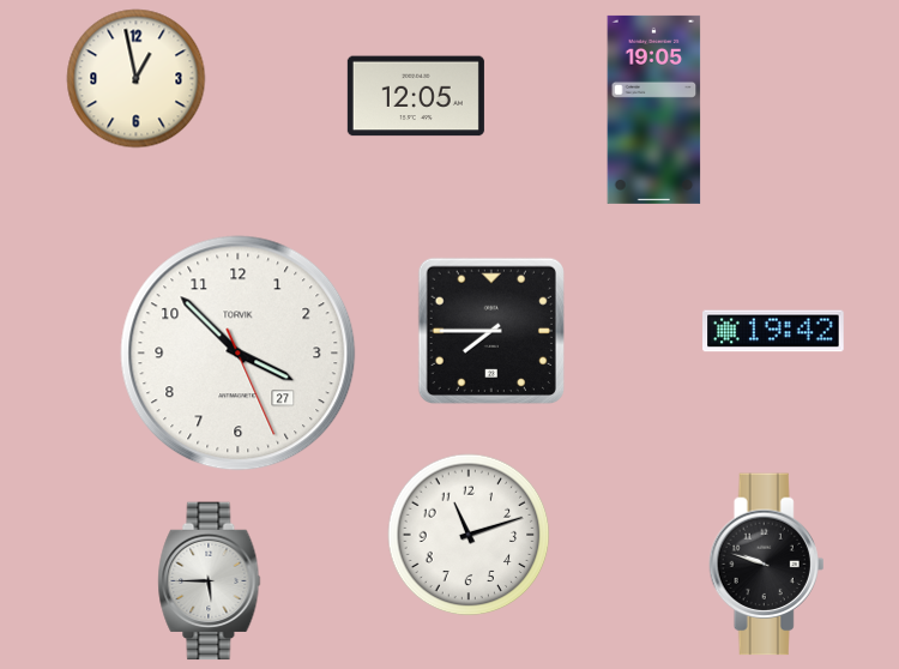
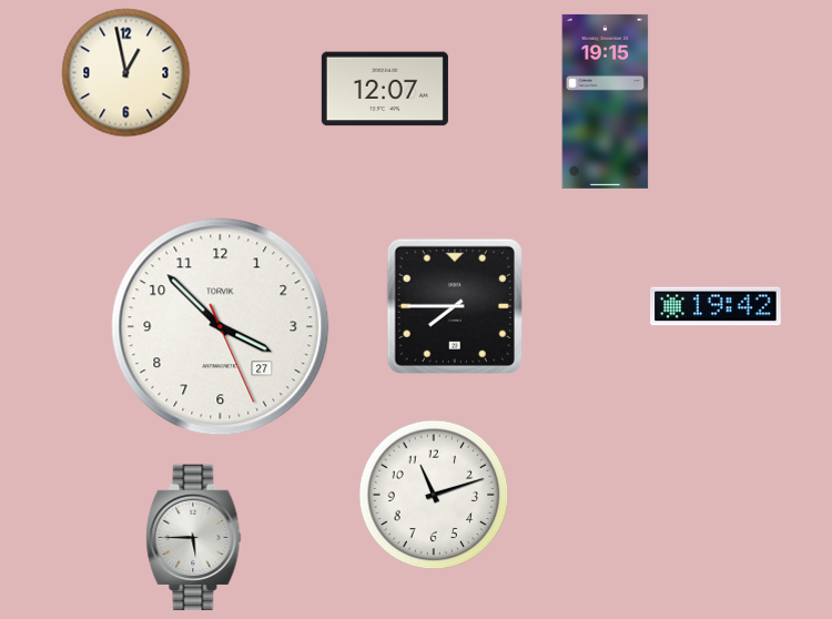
clock at (416, 96): 12:05 -> 12:07
clock at (654, 109): 19:05 -> 19:15
clock at (767, 565): 9:48 -> none
